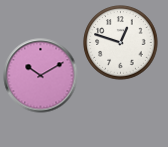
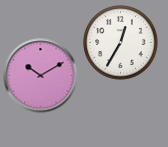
clock at (121, 43): 12:48 -> 12:35
